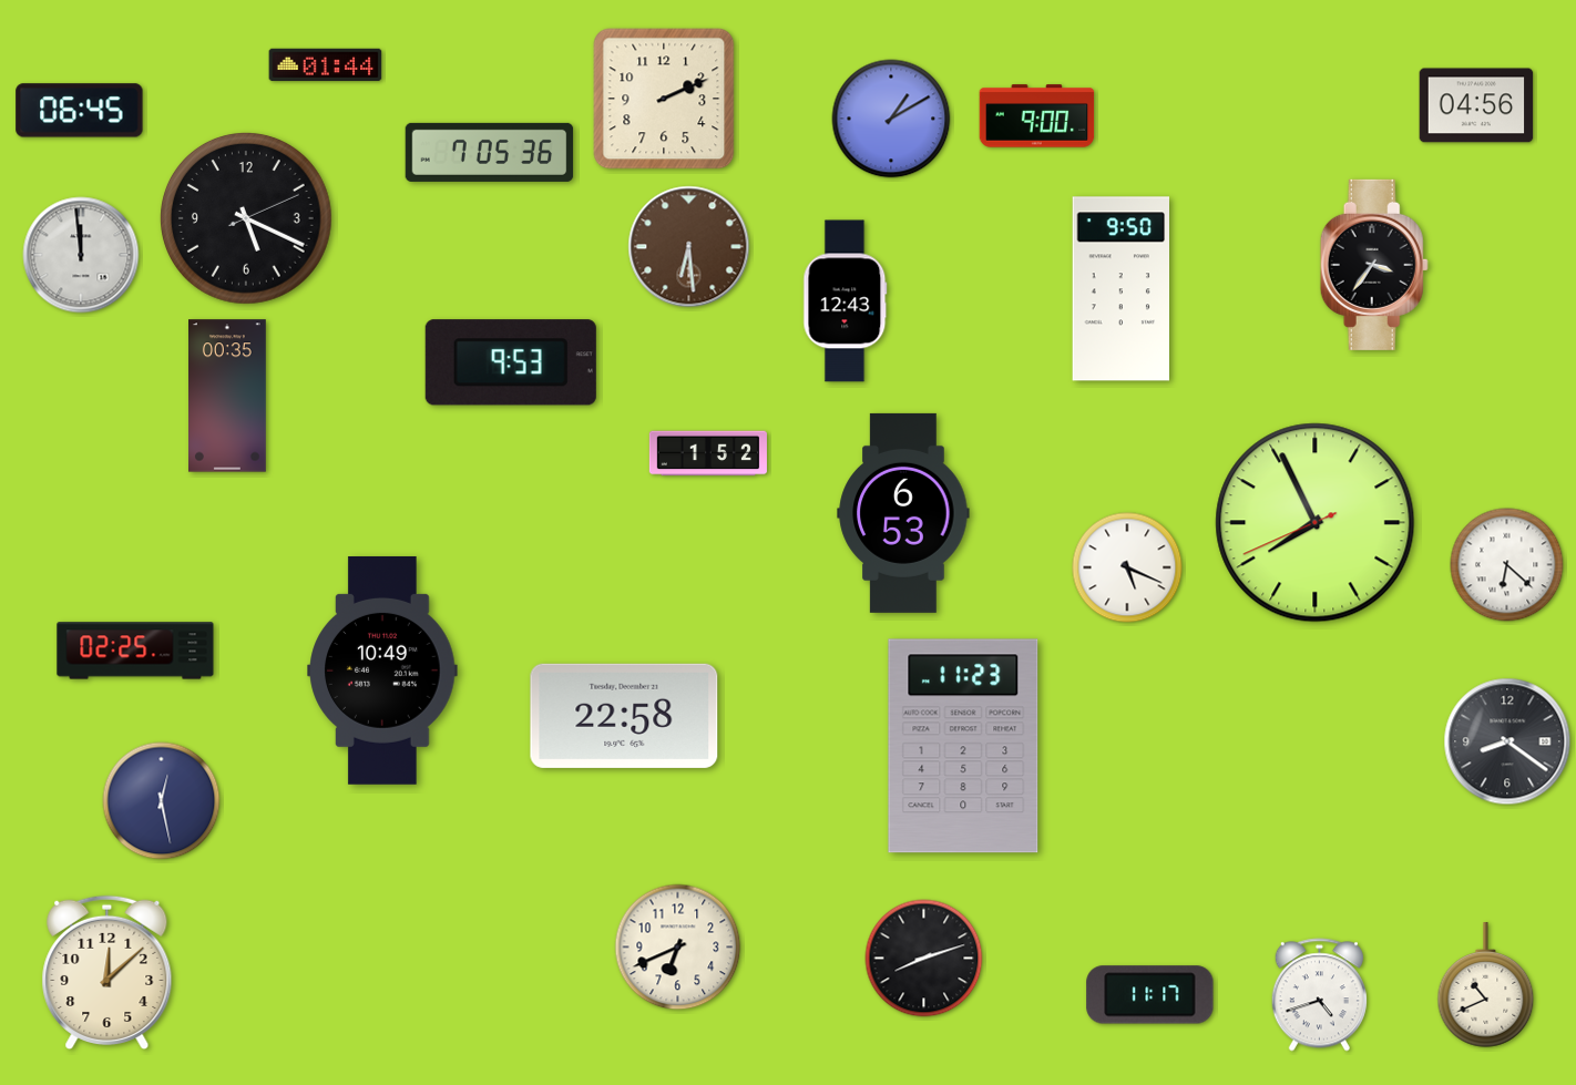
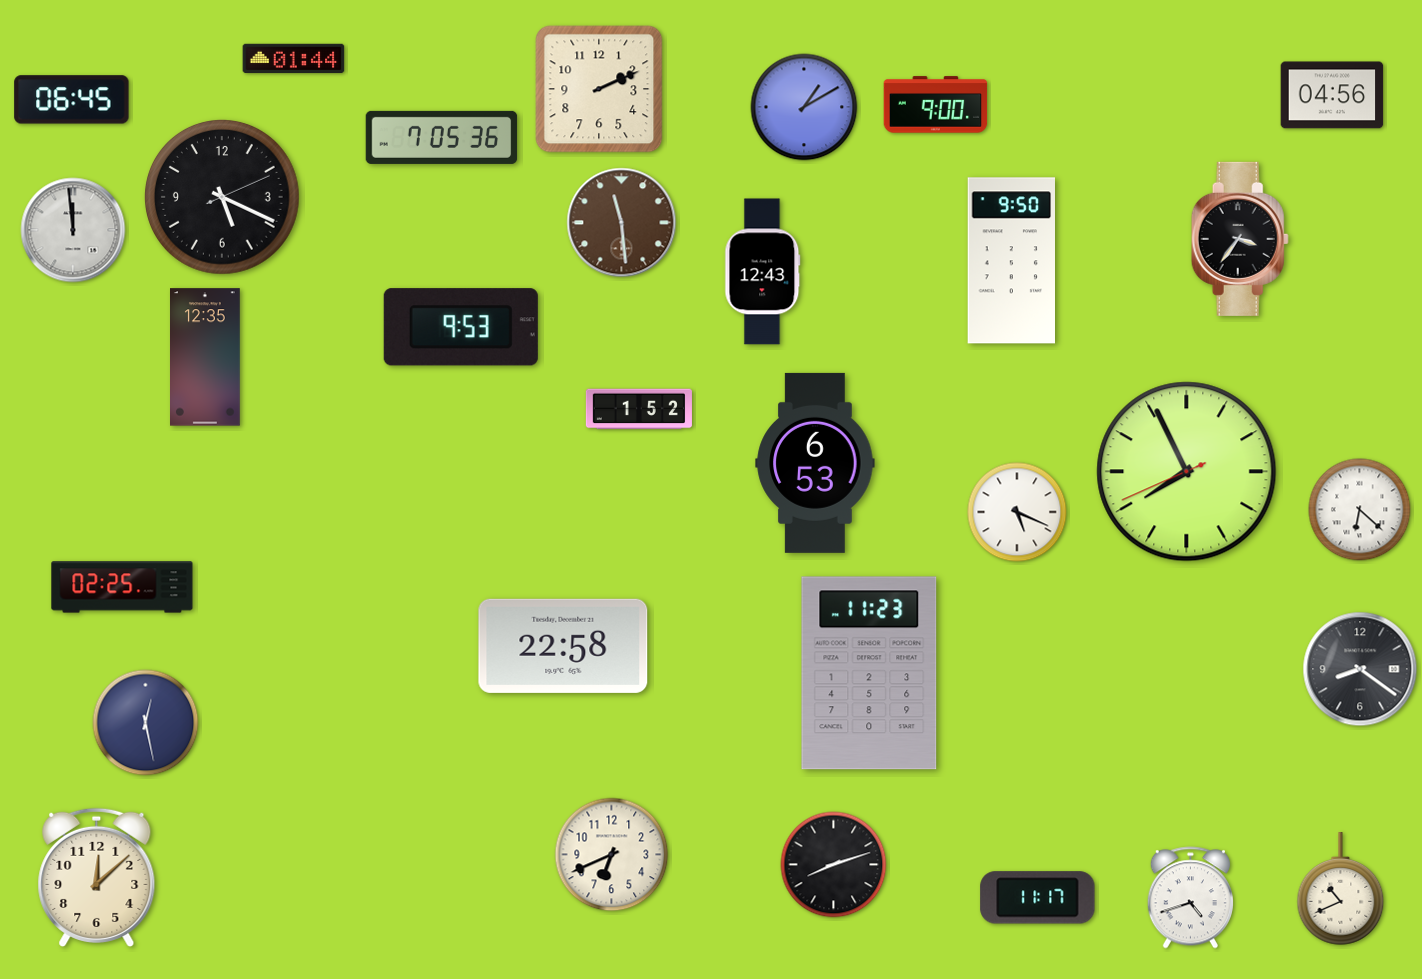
clock at (689, 247): 6:29 -> 11:29
clock at (228, 396): 00:35 -> 12:35
clock at (382, 671): 10:49 -> none
